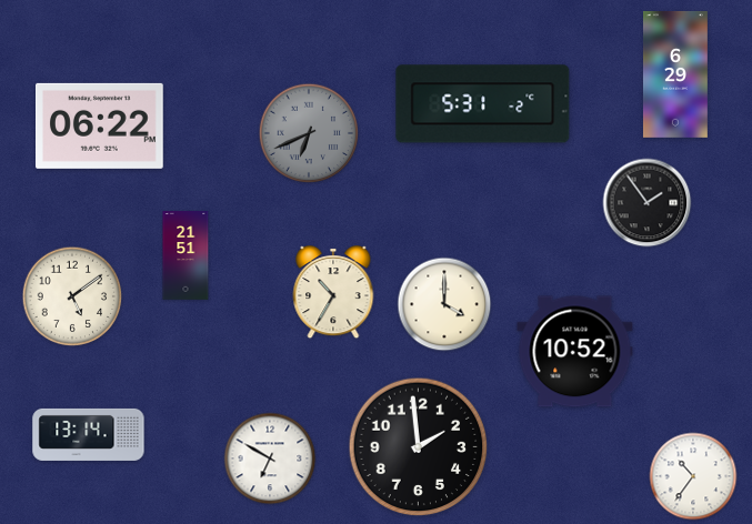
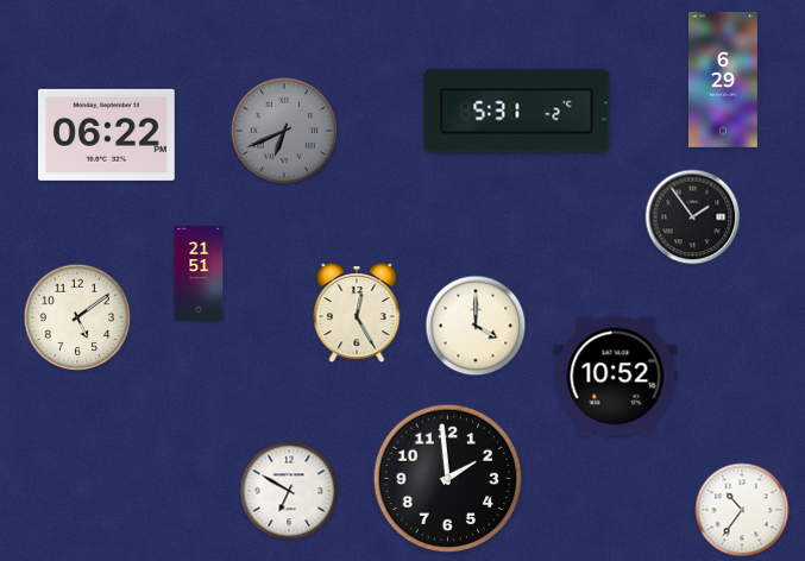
clock at (309, 133) position: (309, 133) -> (284, 131)
clock at (333, 293): 10:35 -> 12:25
clock at (89, 434): 13:14 -> none
